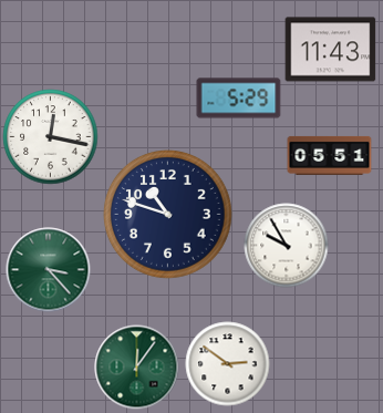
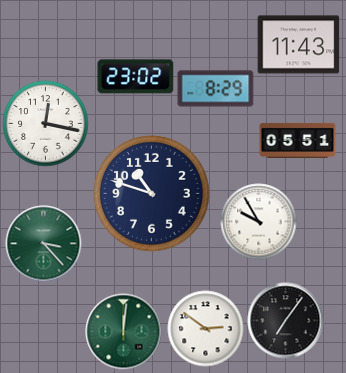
clock at (136, 77): none -> 23:02
clock at (239, 99): 5:29 -> 8:29
clock at (286, 321): none -> 7:06
clock at (137, 368): 12:06 -> 12:01
